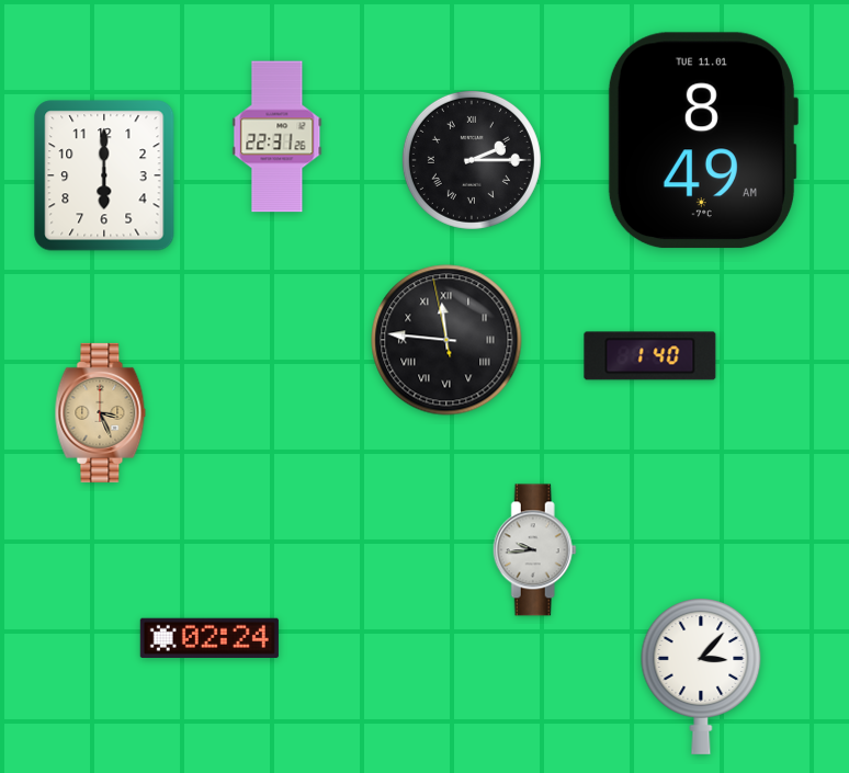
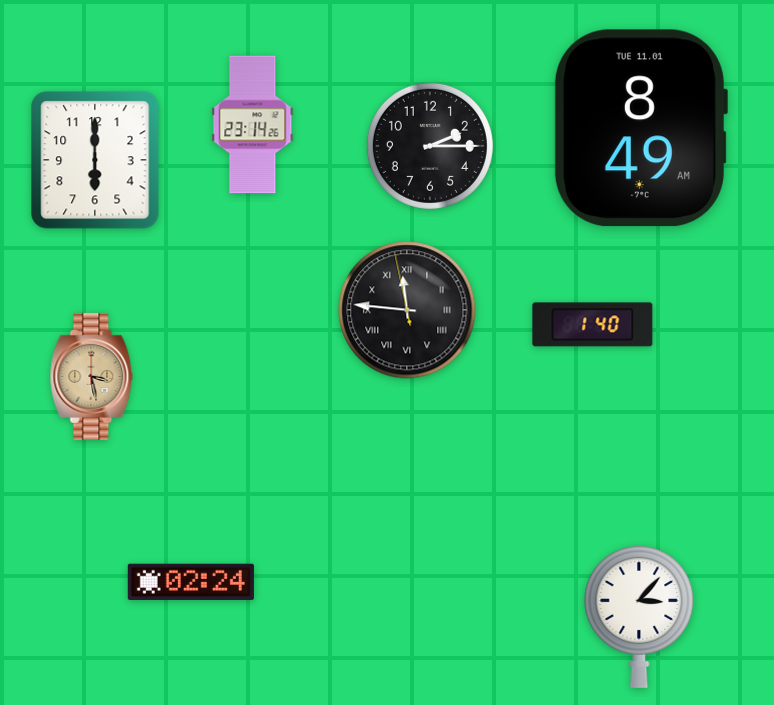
clock at (278, 137): 22:31 -> 23:14
clock at (472, 160) numerals: Roman -> Arabic
clock at (101, 412): 3:26 -> 3:28
clock at (534, 550): 9:44 -> none
